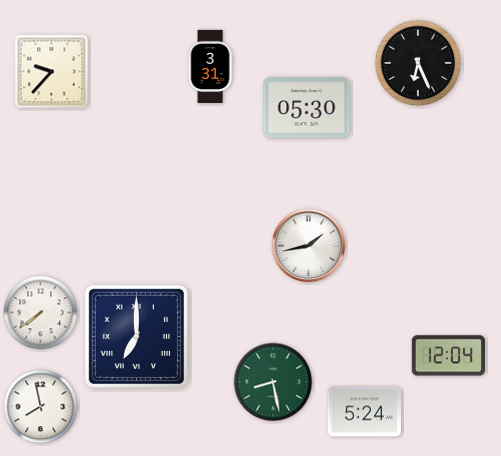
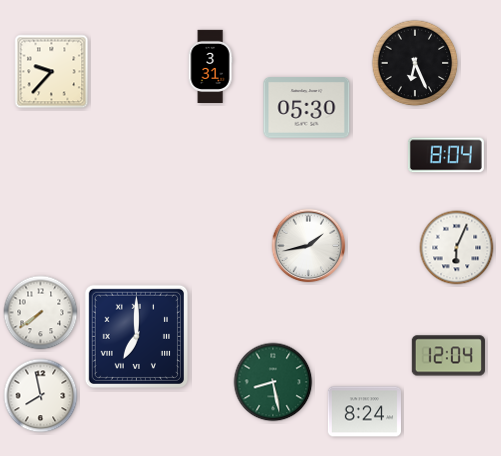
clock at (418, 63) position: (418, 63) -> (415, 63)
clock at (446, 155): none -> 8:04
clock at (457, 248): none -> 6:04
clock at (41, 407) position: (41, 407) -> (41, 396)
clock at (364, 412): 5:24 -> 8:24
